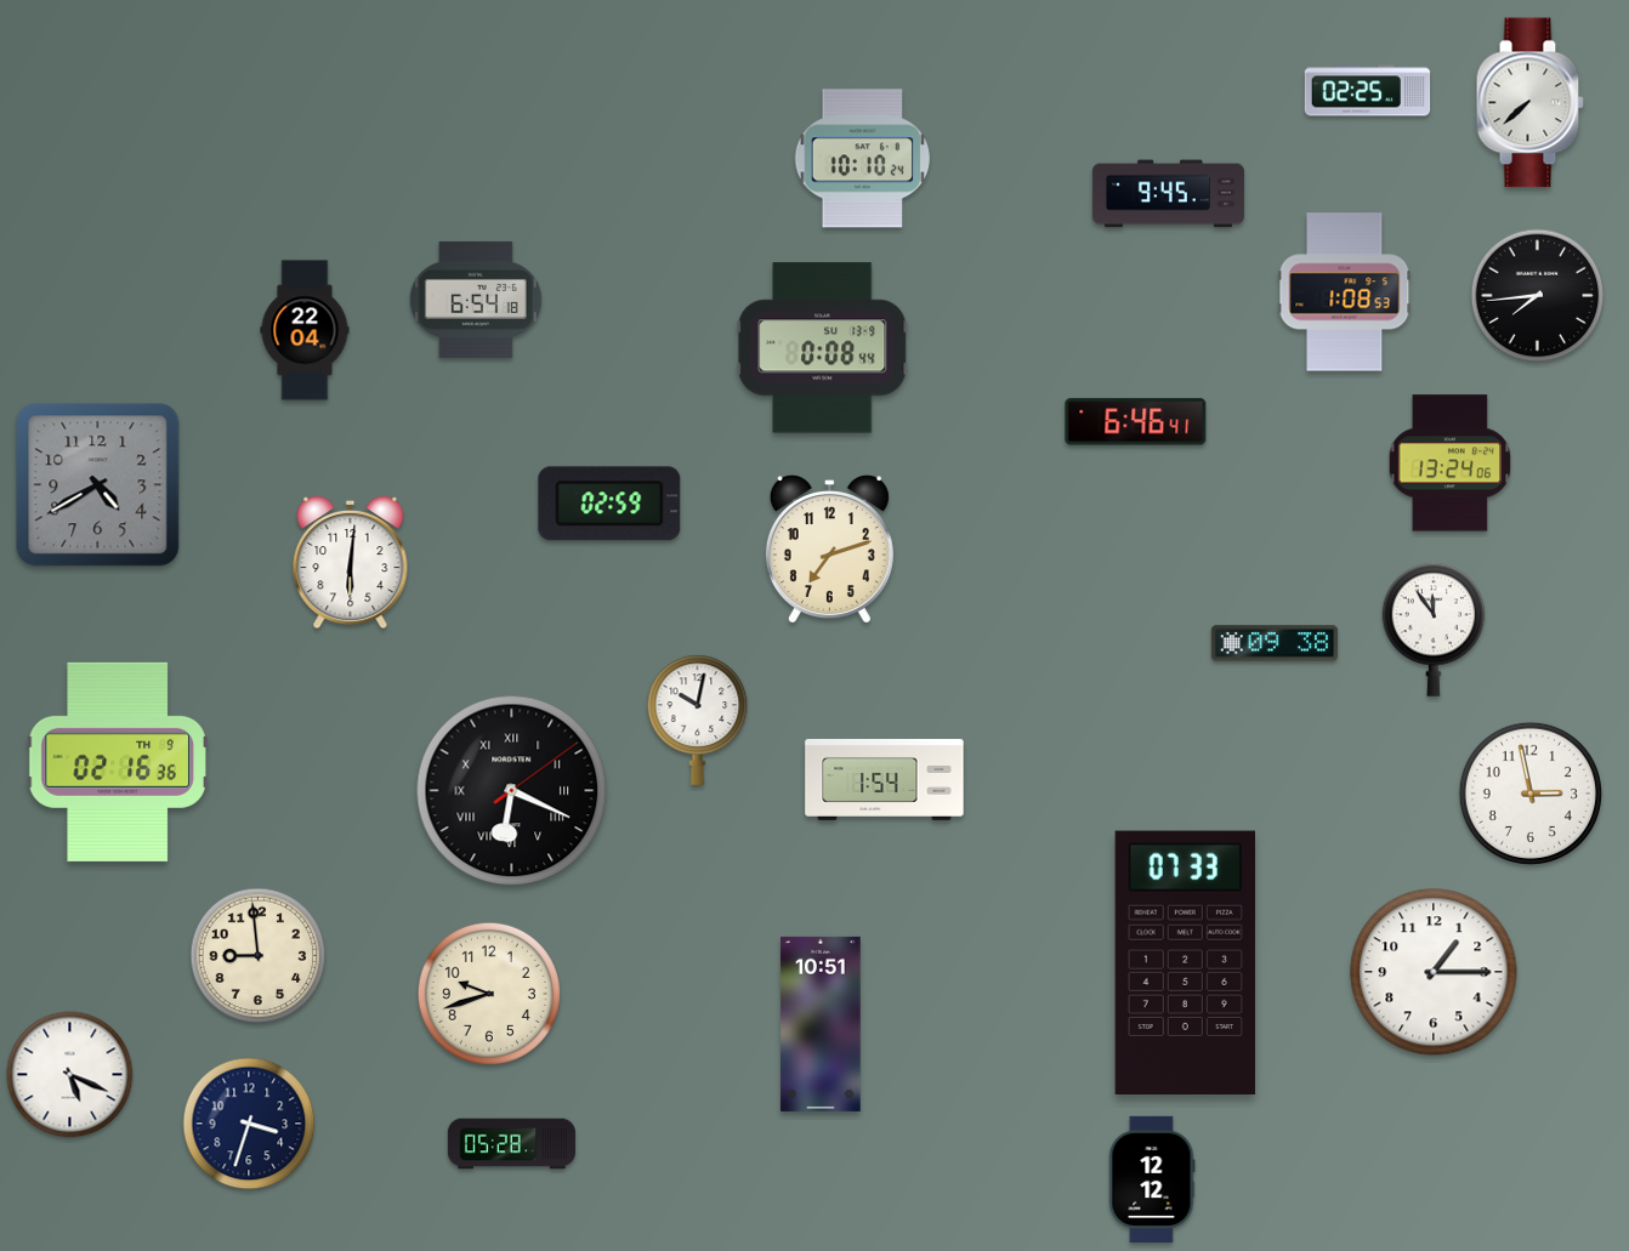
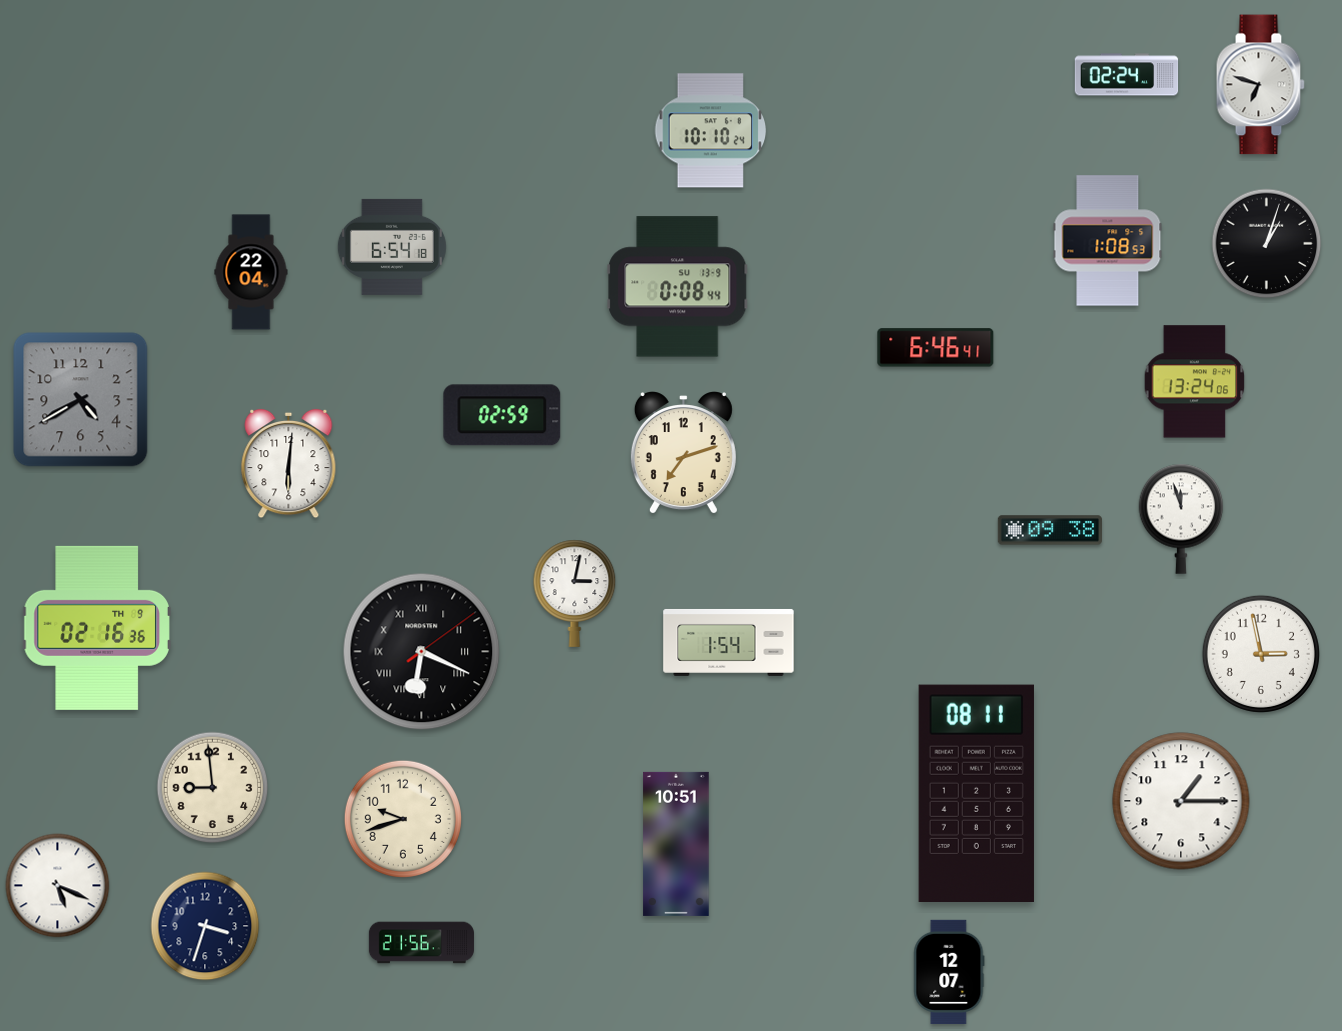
clock at (1368, 91): 02:25 -> 02:24
clock at (1529, 103): 7:38 -> 6:48
clock at (1168, 194): 9:45 -> none
clock at (1538, 296): 7:44 -> 1:03
clock at (1434, 630): 11:54 -> 11:57
clock at (698, 720): 10:02 -> 3:02
clock at (1185, 963): 07:33 -> 08:11
clock at (511, 1144): 05:28 -> 21:56
clock at (1152, 1178): 12:12 -> 12:07
